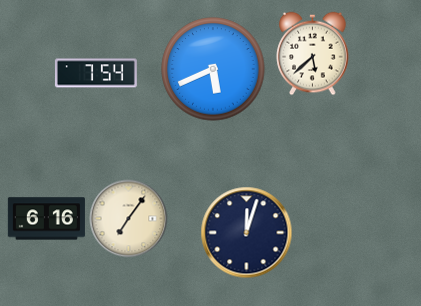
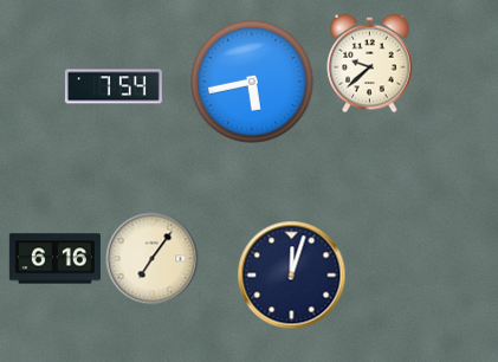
clock at (313, 53): 5:38 -> 9:38
clock at (213, 69): 5:41 -> 5:43
